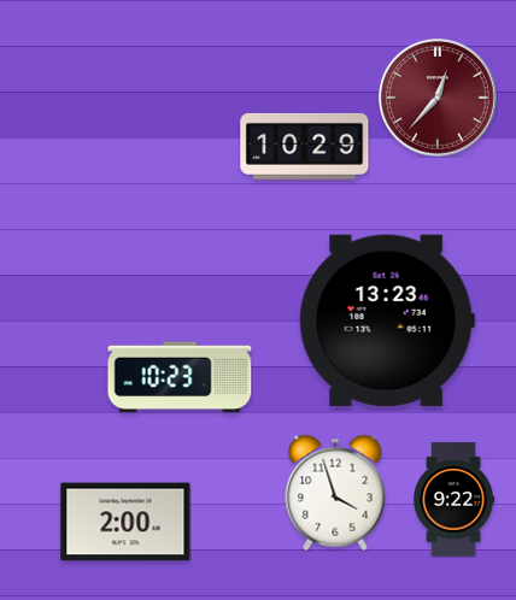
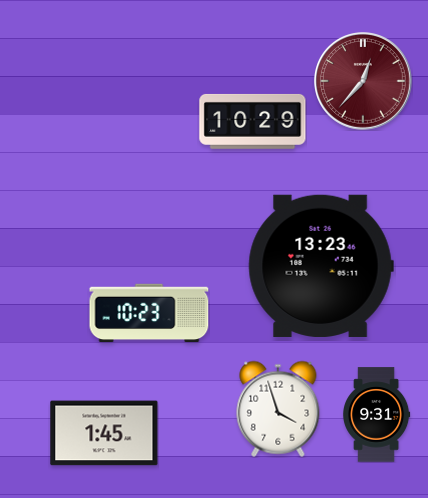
clock at (455, 500): 9:22 -> 9:31
clock at (125, 522): 2:00 -> 1:45
